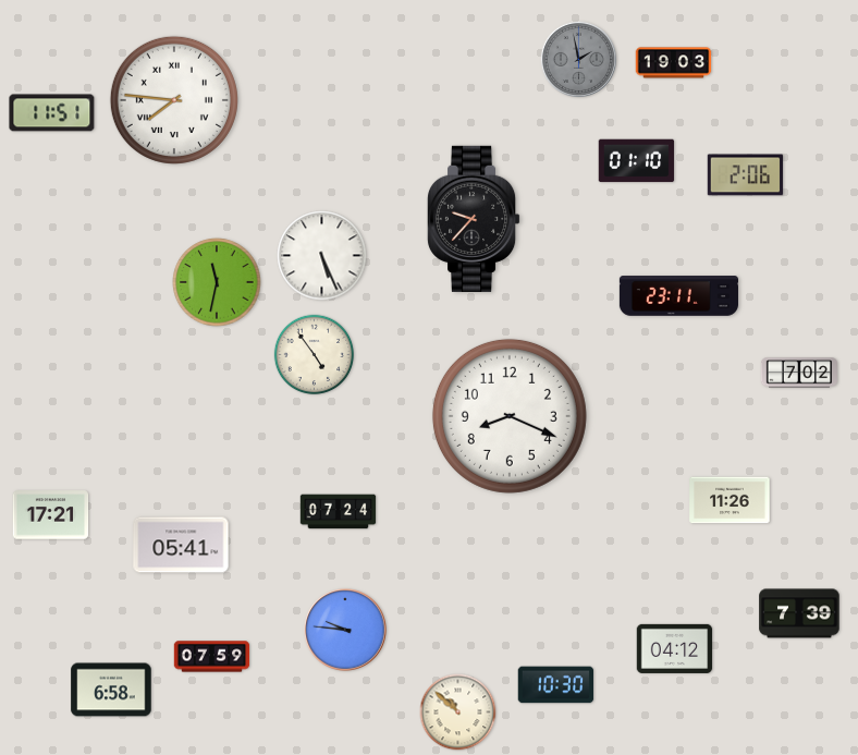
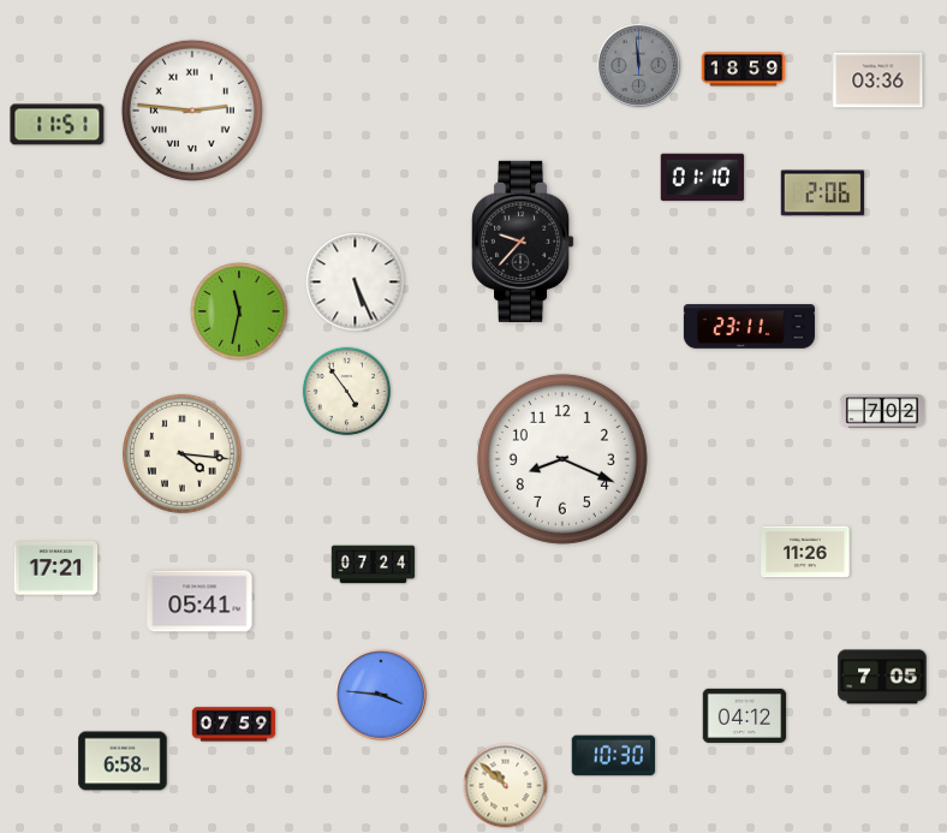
clock at (578, 59): 1:58 -> 11:59
clock at (674, 63): 19:03 -> 18:59
clock at (878, 81): none -> 03:36
clock at (174, 100): 7:46 -> 2:46
clock at (181, 453): none -> 4:16
clock at (799, 613): 7:39 -> 7:05
clock at (345, 630): 9:46 -> 3:46
